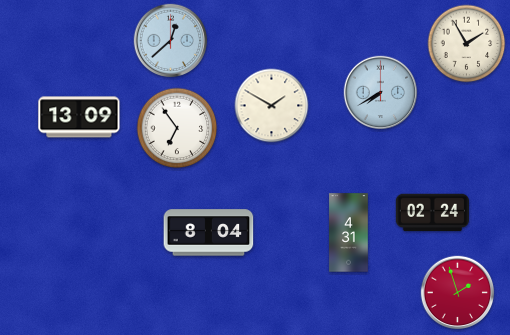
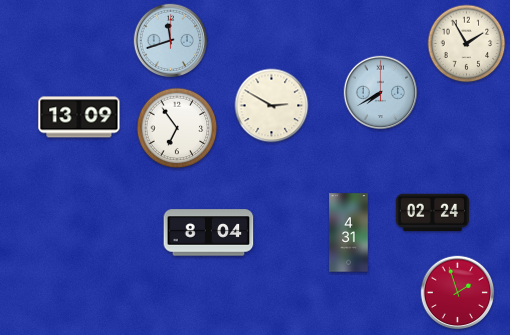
clock at (171, 41): 12:38 -> 11:42
clock at (272, 106): 1:50 -> 2:50
